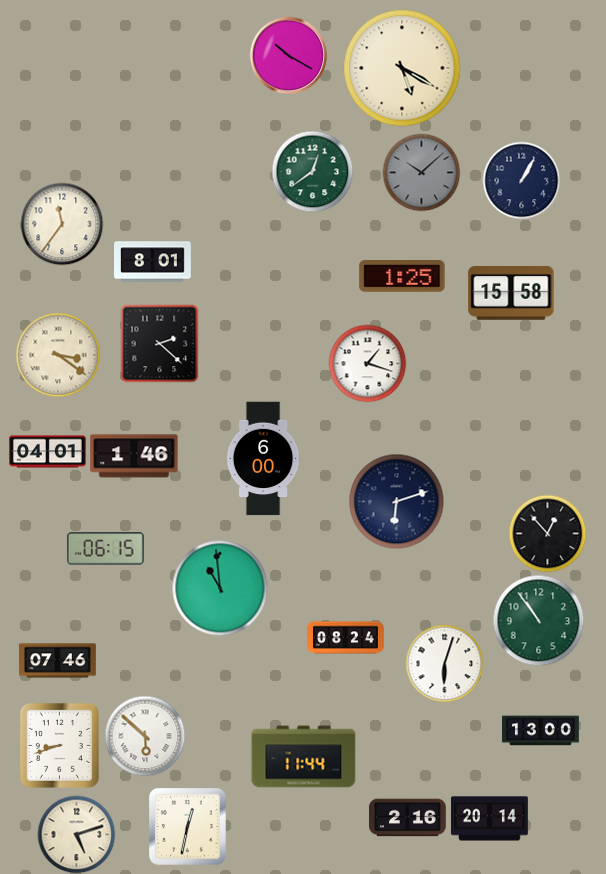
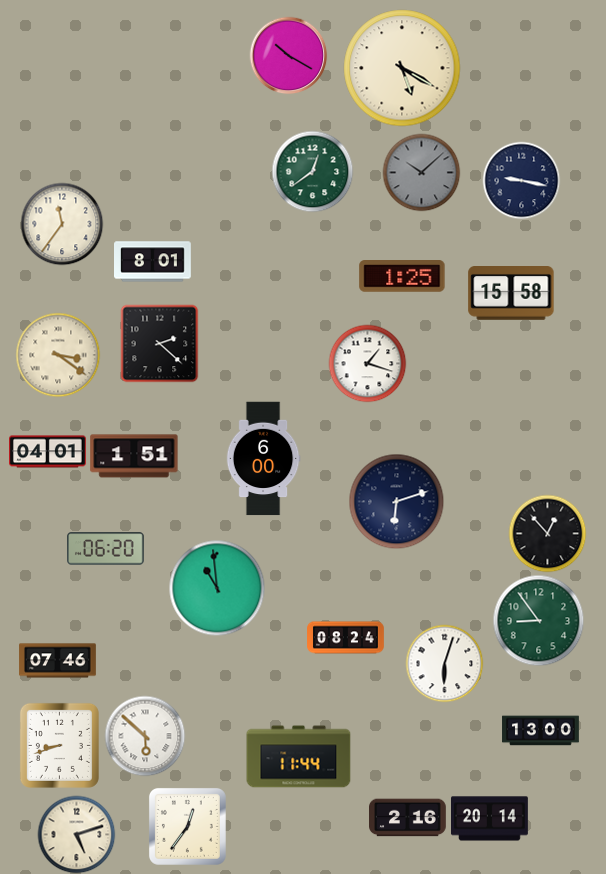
clock at (521, 180): 1:05 -> 9:17
clock at (134, 456): 1:46 -> 1:51
clock at (106, 549): 06:15 -> 06:20
clock at (220, 588) position: (220, 588) -> (217, 588)
clock at (538, 620): 10:54 -> 8:54
clock at (304, 757) position: (304, 757) -> (299, 757)
clock at (187, 826): 12:32 -> 12:36
